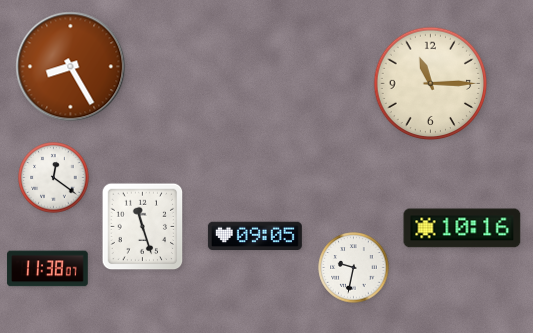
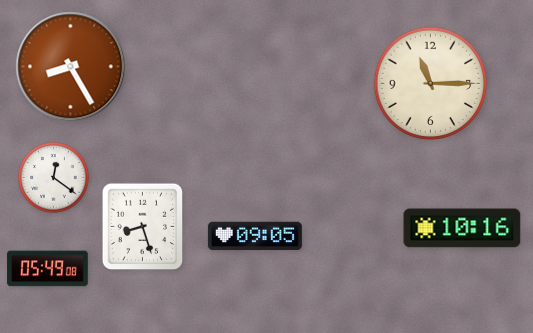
clock at (143, 227): 11:27 -> 8:27
clock at (354, 268): 9:32 -> none
clock at (48, 269): 11:38 -> 05:49
